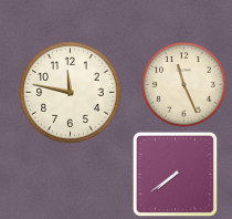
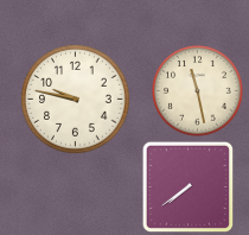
clock at (184, 85): 11:26 -> 11:28
clock at (71, 93): 11:47 -> 9:47
